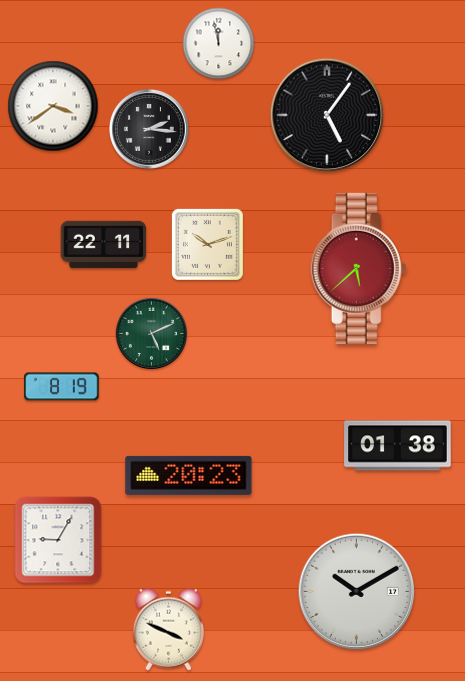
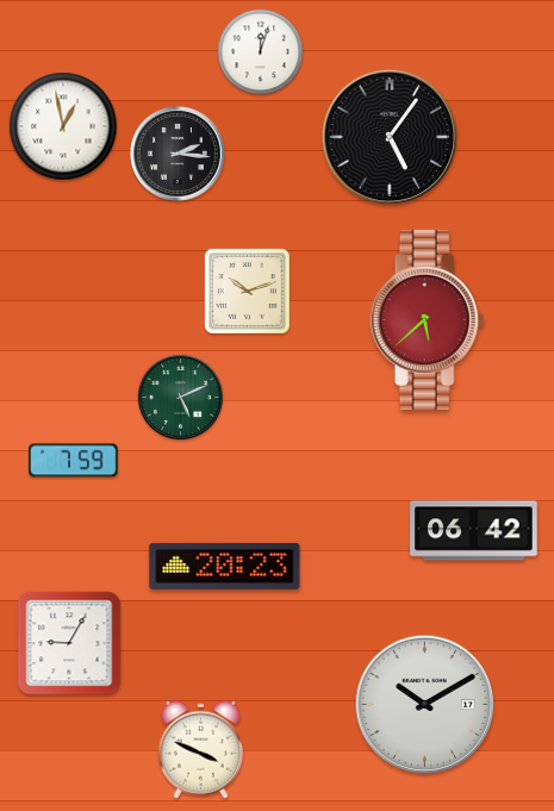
clock at (219, 44): 11:58 -> 12:03
clock at (53, 106): 3:39 -> 12:58
clock at (104, 245): 22:11 -> none
clock at (62, 387): 8:19 -> 7:59
clock at (398, 446): 01:38 -> 06:42
